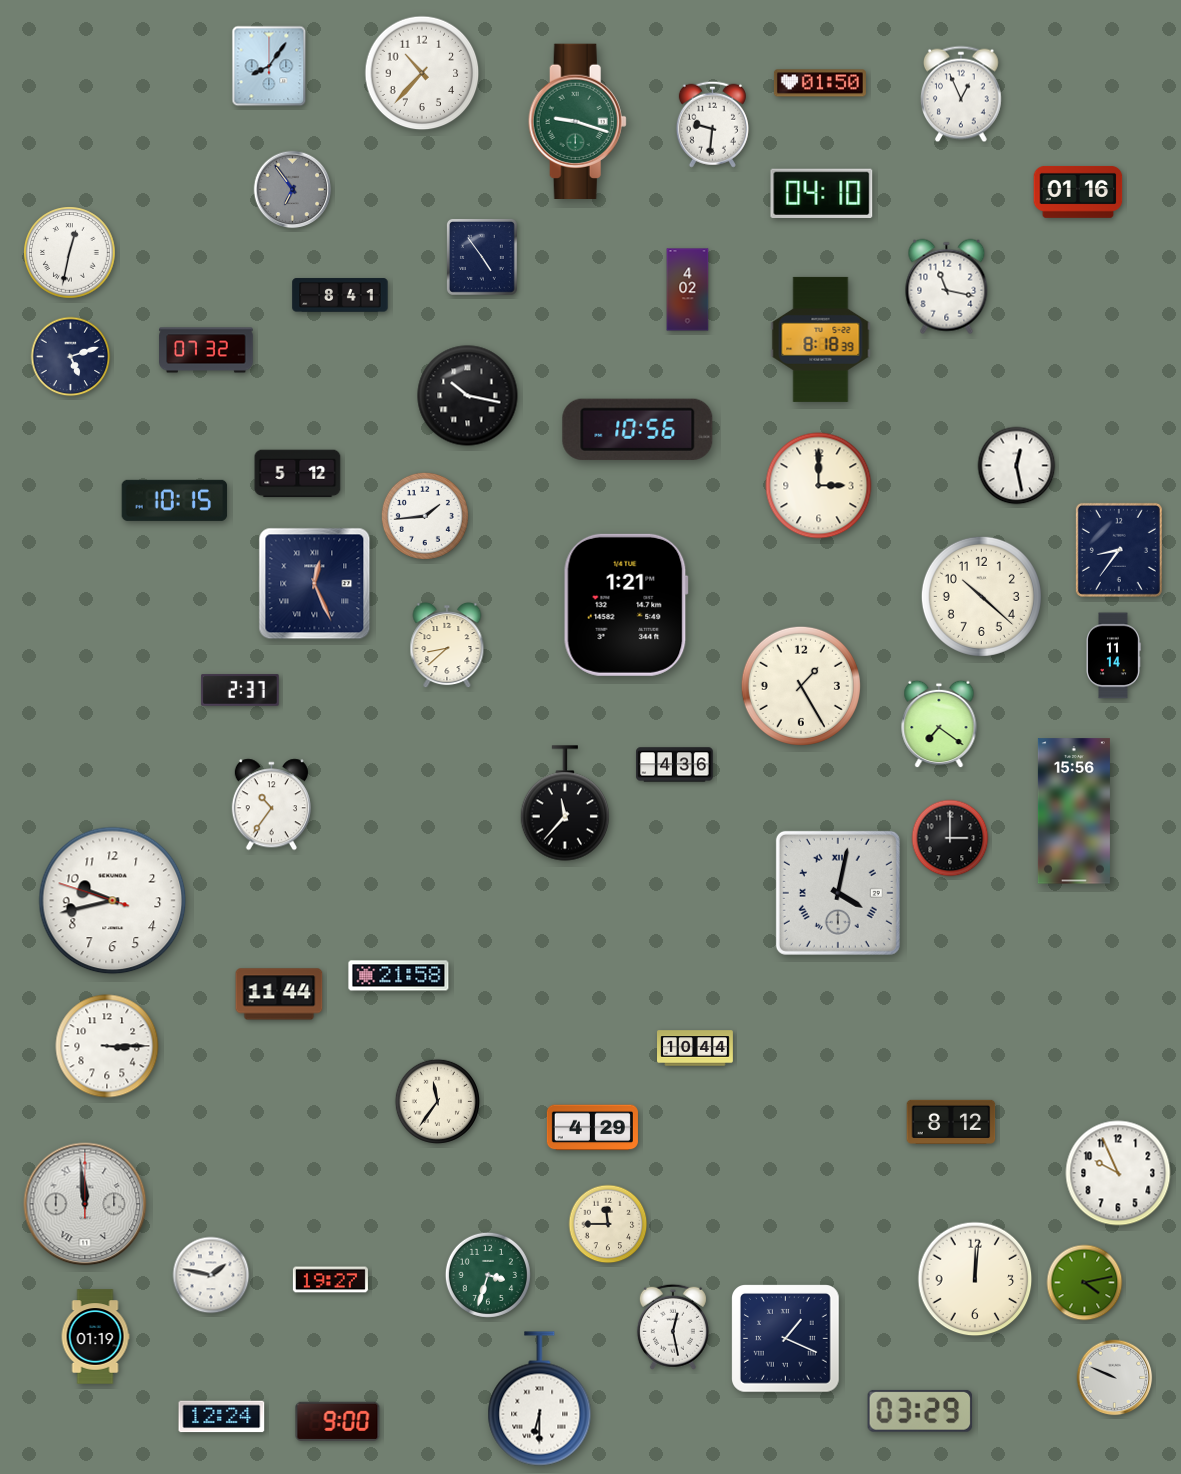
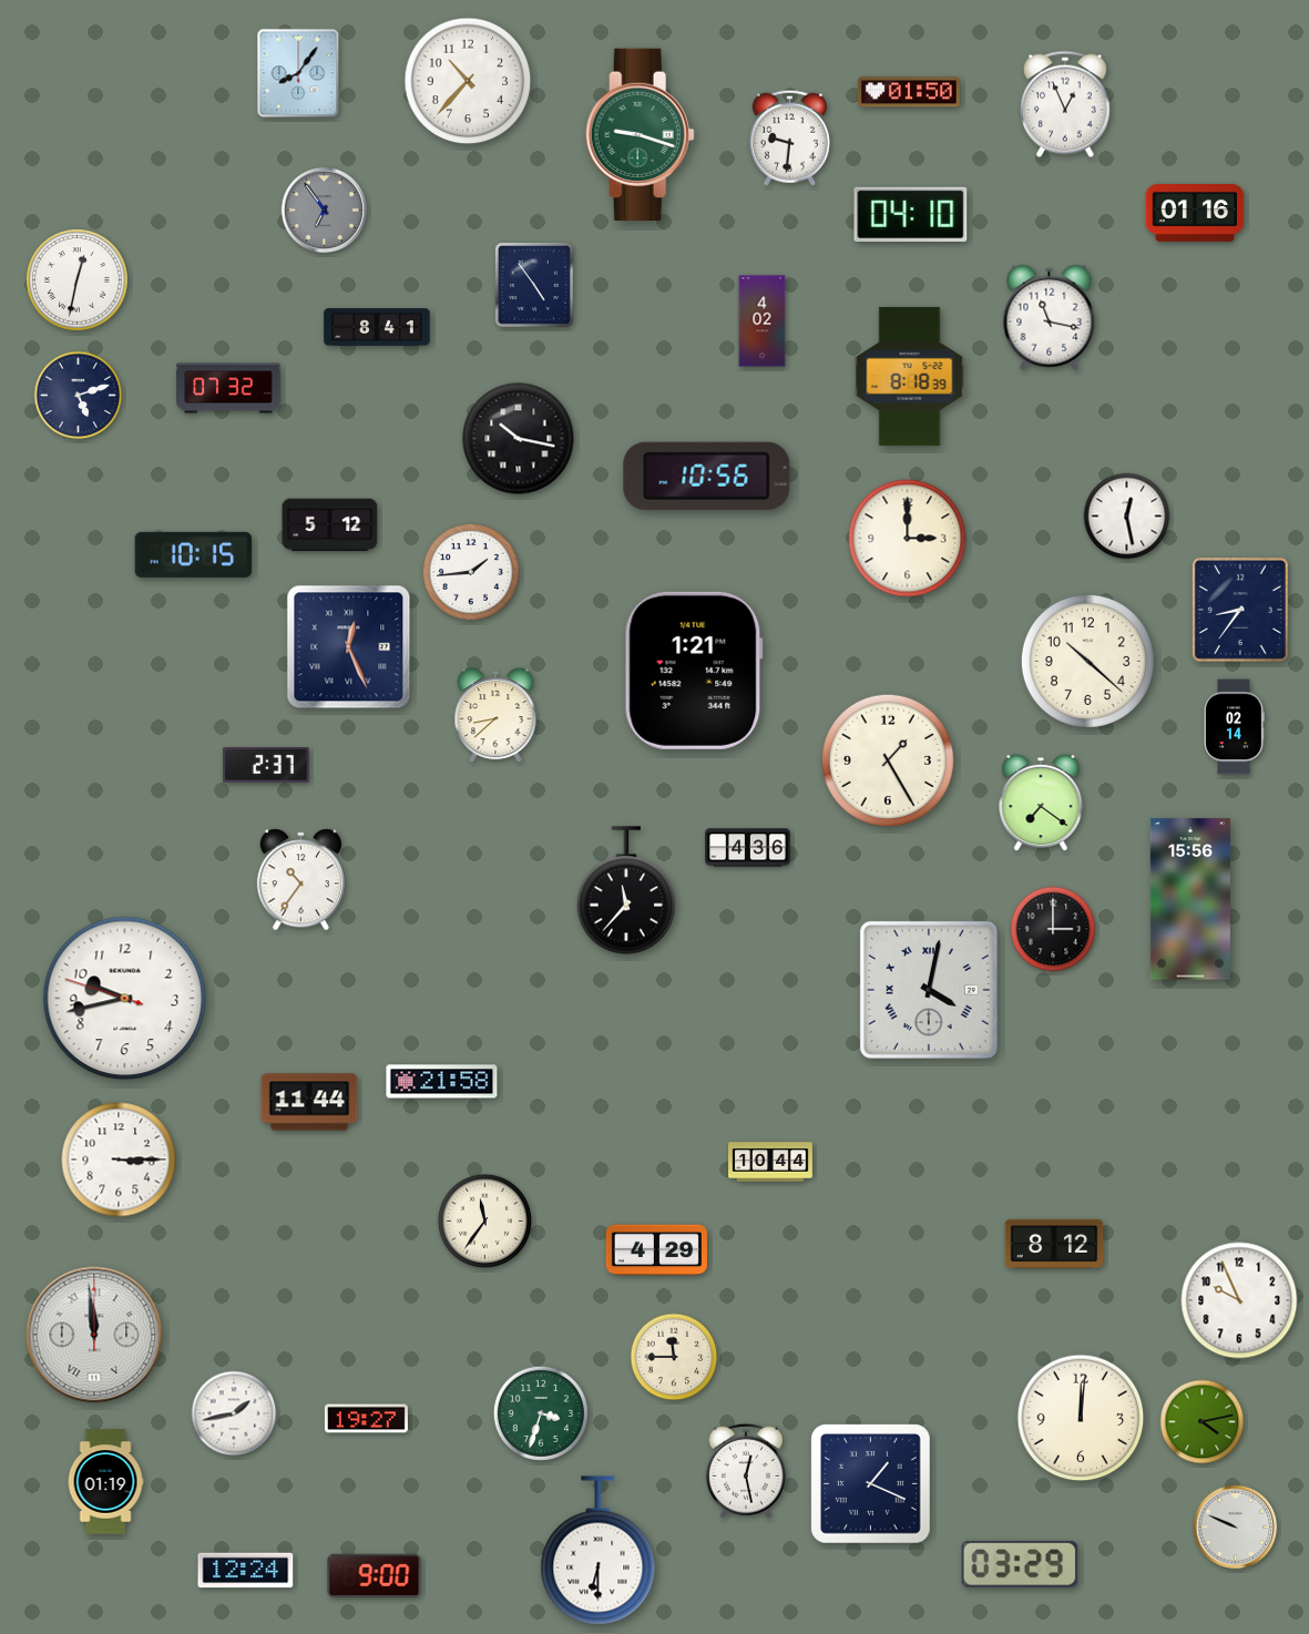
clock at (1113, 656): 11:14 -> 02:14
clock at (271, 805) position: (271, 805) -> (300, 880)
clock at (211, 1275): 1:47 -> 1:43
